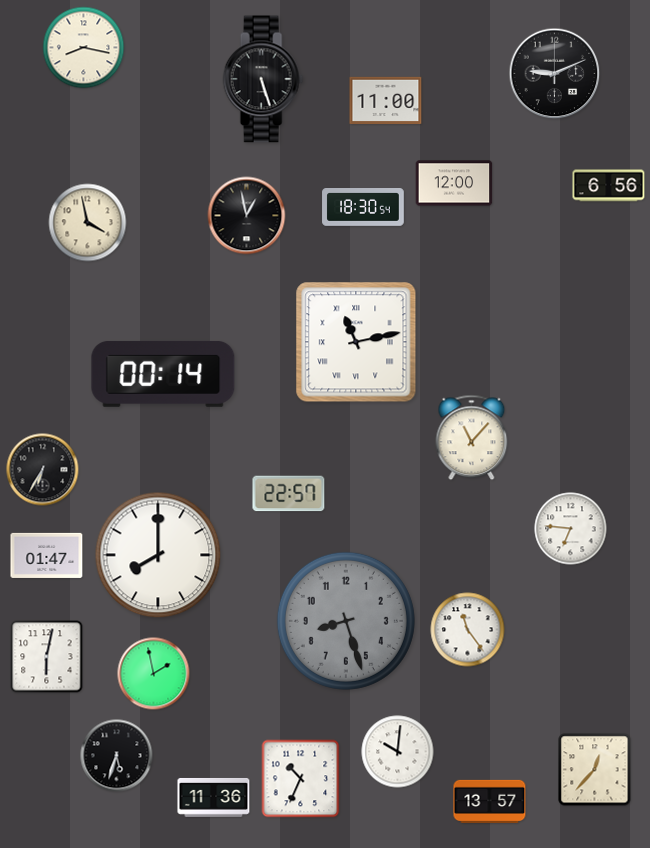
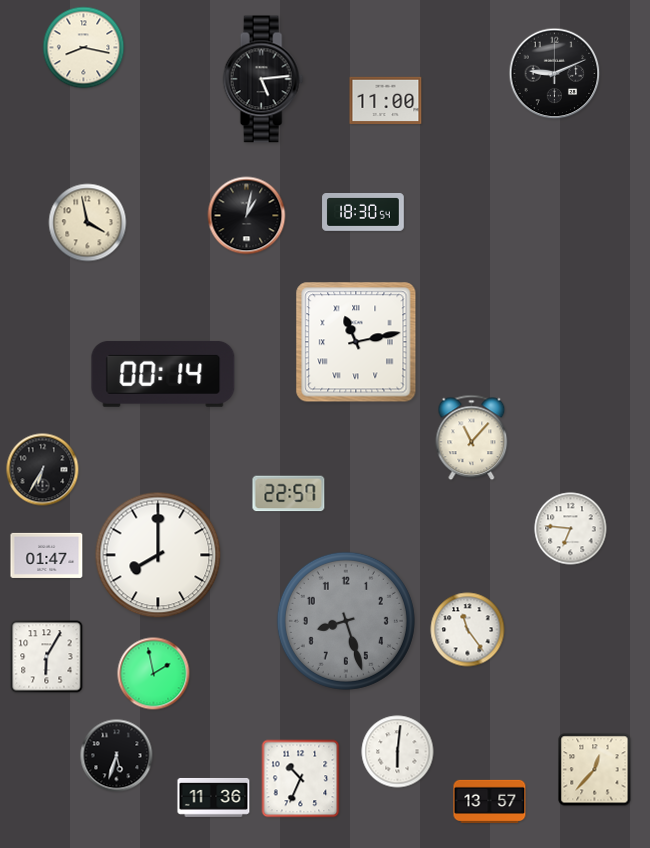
clock at (263, 79): 5:27 -> 5:14
clock at (454, 183): 12:00 -> none
clock at (609, 186): 6:56 -> none
clock at (363, 208) position: (363, 208) -> (363, 213)
clock at (247, 216): 12:58 -> 1:02
clock at (47, 657): 6:02 -> 6:05
clock at (398, 752): 10:01 -> 6:01
